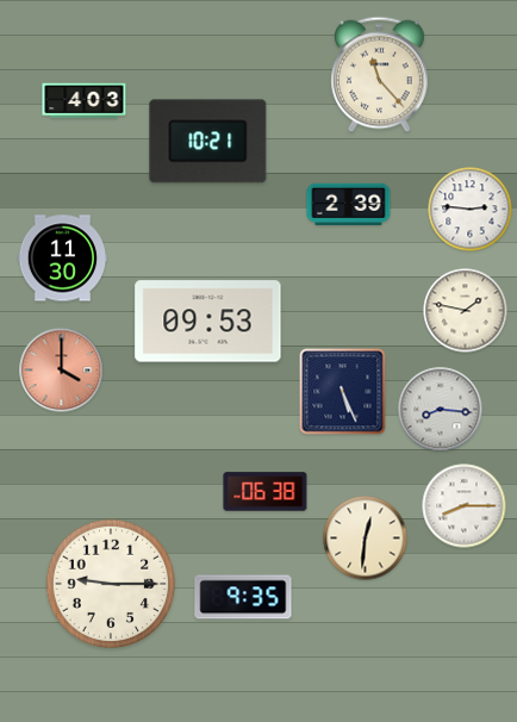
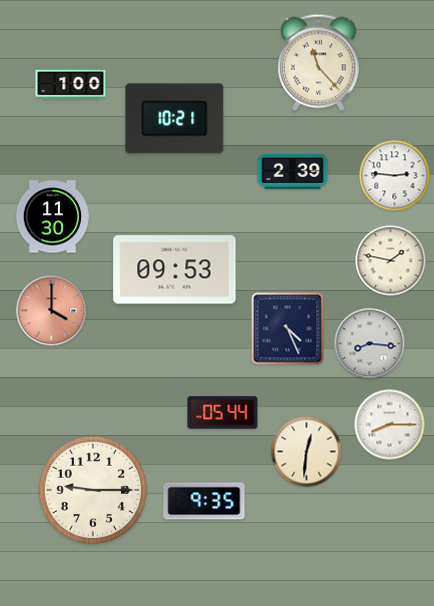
clock at (85, 101): 4:03 -> 1:00
clock at (343, 392): 5:26 -> 4:26
clock at (266, 492): 06:38 -> 05:44
